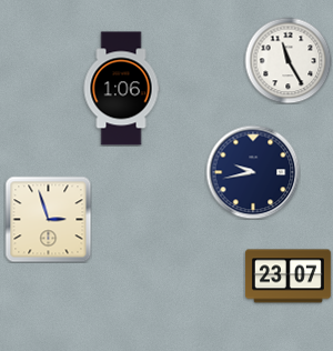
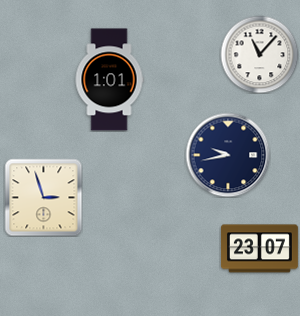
clock at (287, 60): 11:25 -> 11:07
clock at (121, 89): 1:06 -> 1:01
